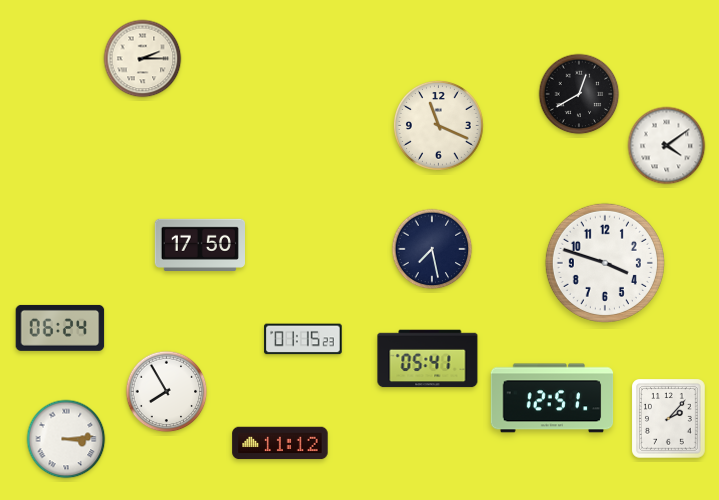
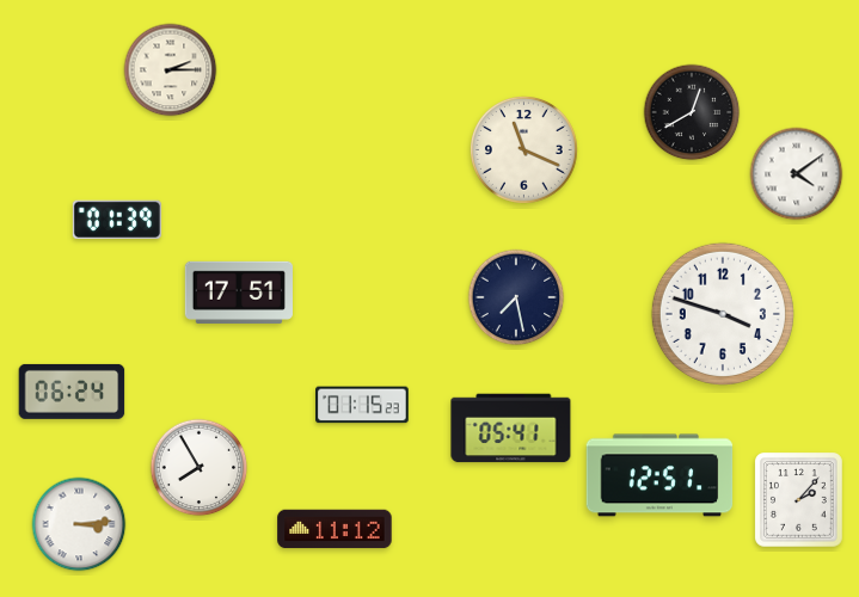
clock at (117, 219): none -> 01:39
clock at (199, 244): 17:50 -> 17:51
